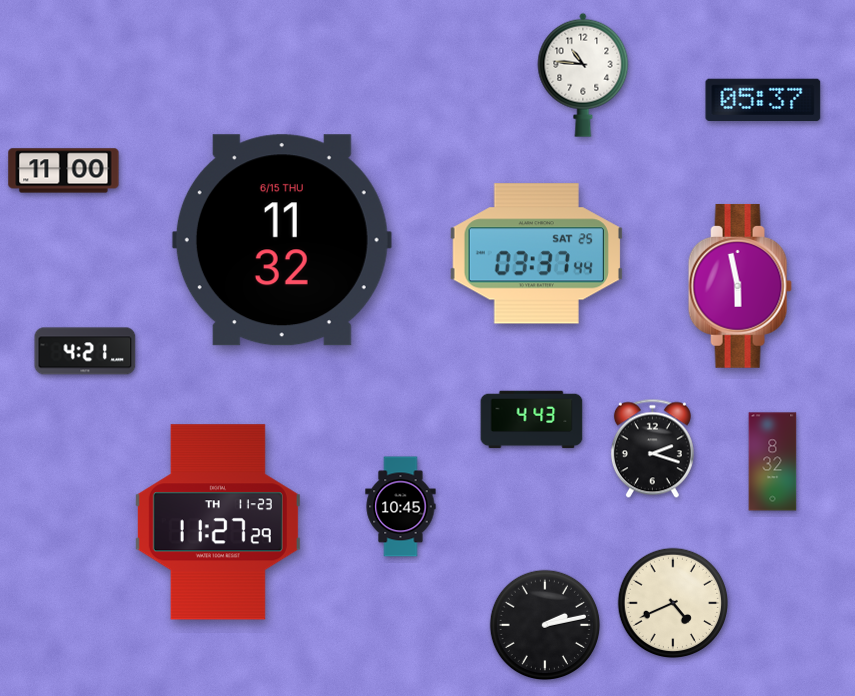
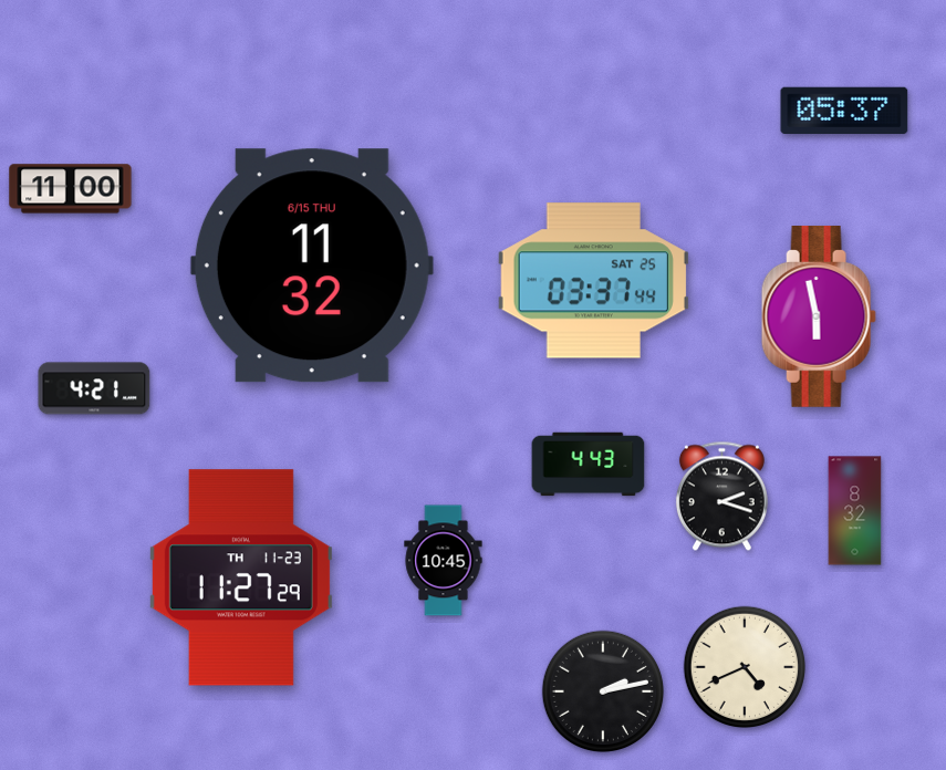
clock at (583, 75): 10:46 -> none
